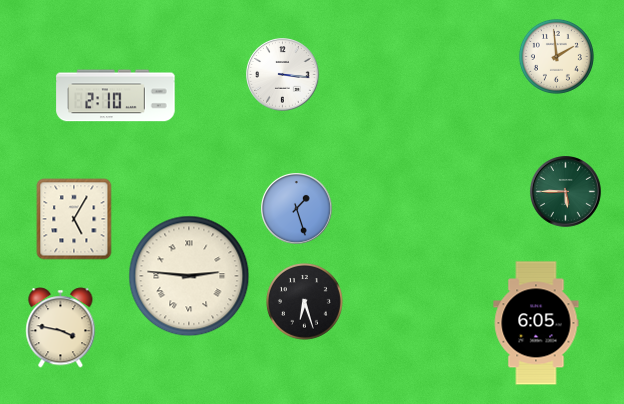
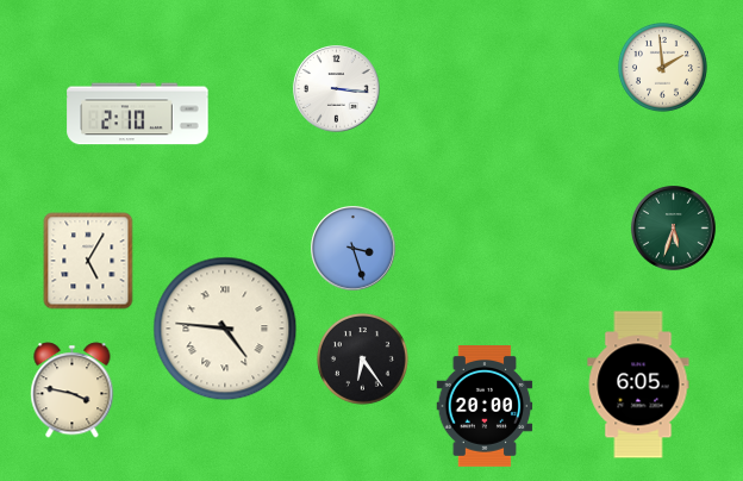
clock at (566, 192): 5:45 -> 5:33
clock at (297, 209): 1:27 -> 3:27
clock at (189, 276): 2:46 -> 4:46
clock at (305, 302): 6:27 -> 6:24
clock at (485, 407): none -> 20:00
